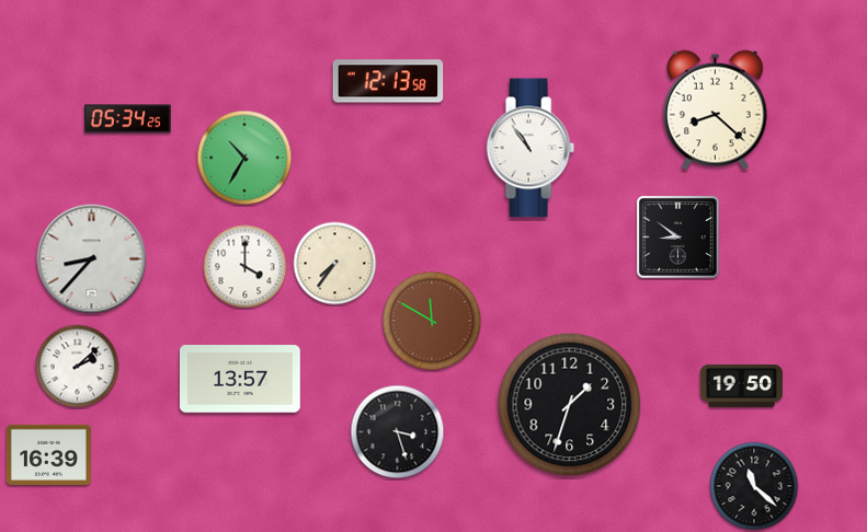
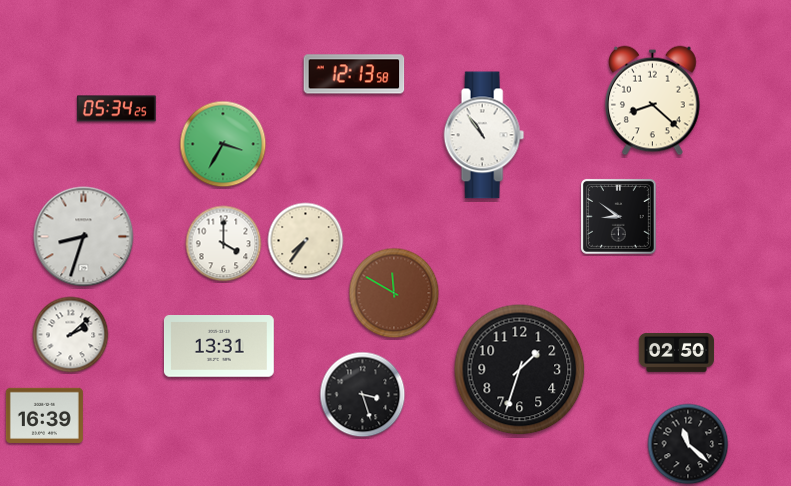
clock at (244, 158): 10:35 -> 3:35
clock at (92, 259): 8:37 -> 8:33
clock at (240, 380): 13:57 -> 13:31
clock at (741, 385): 19:50 -> 02:50
